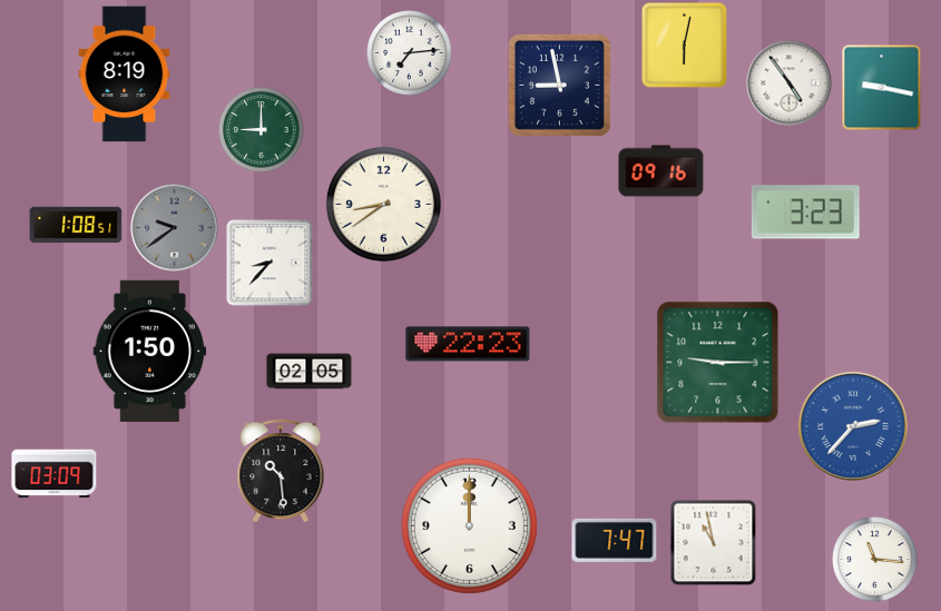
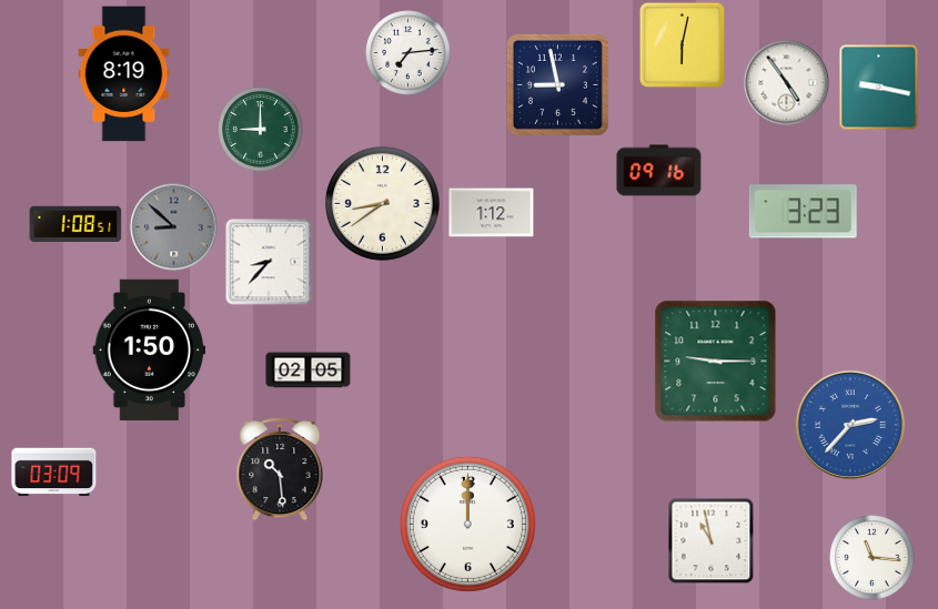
clock at (492, 213): none -> 1:12
clock at (175, 228): 9:39 -> 8:52
clock at (468, 344): 22:23 -> none
clock at (615, 540): 7:47 -> none
